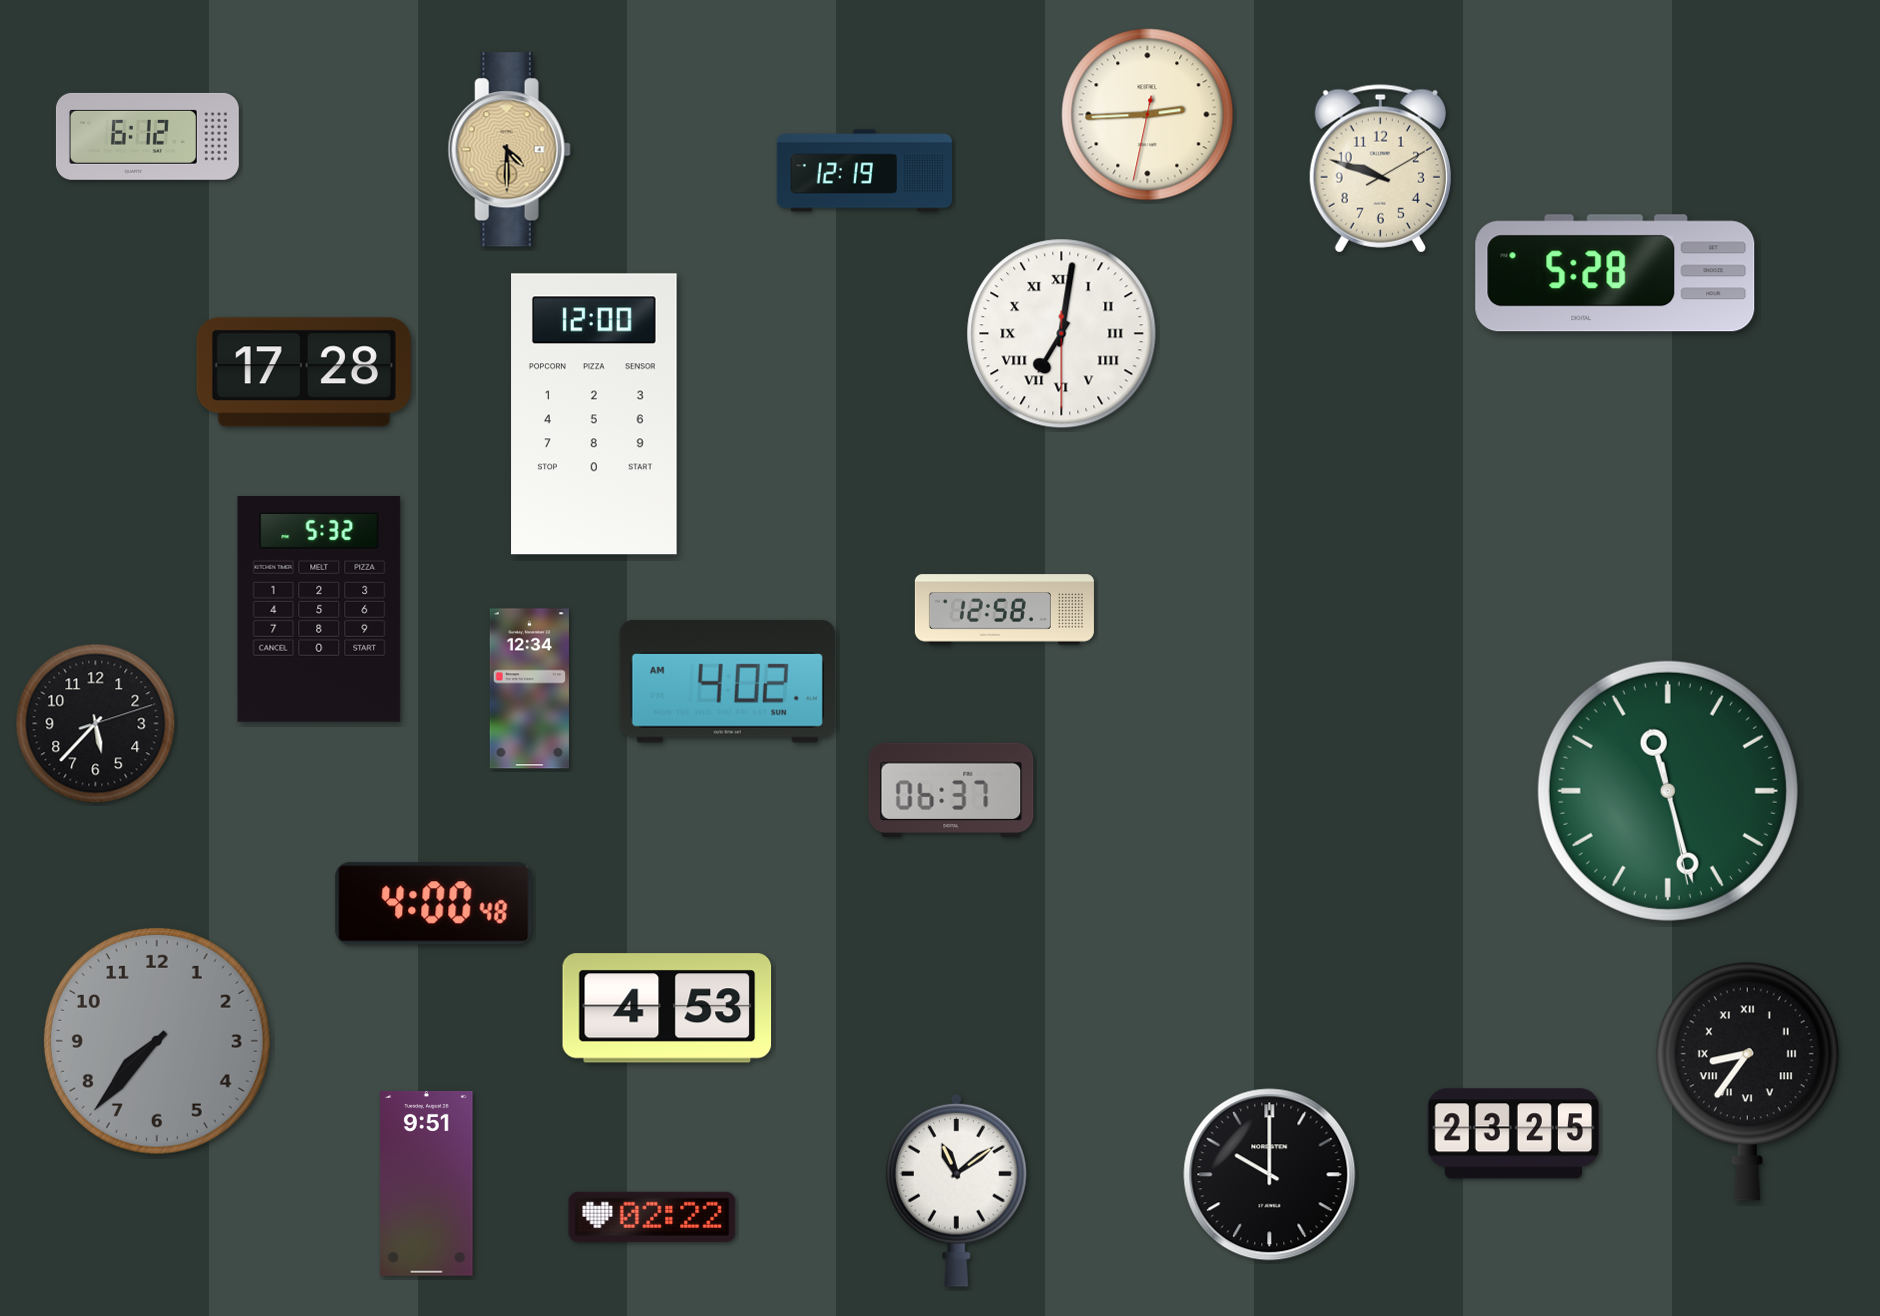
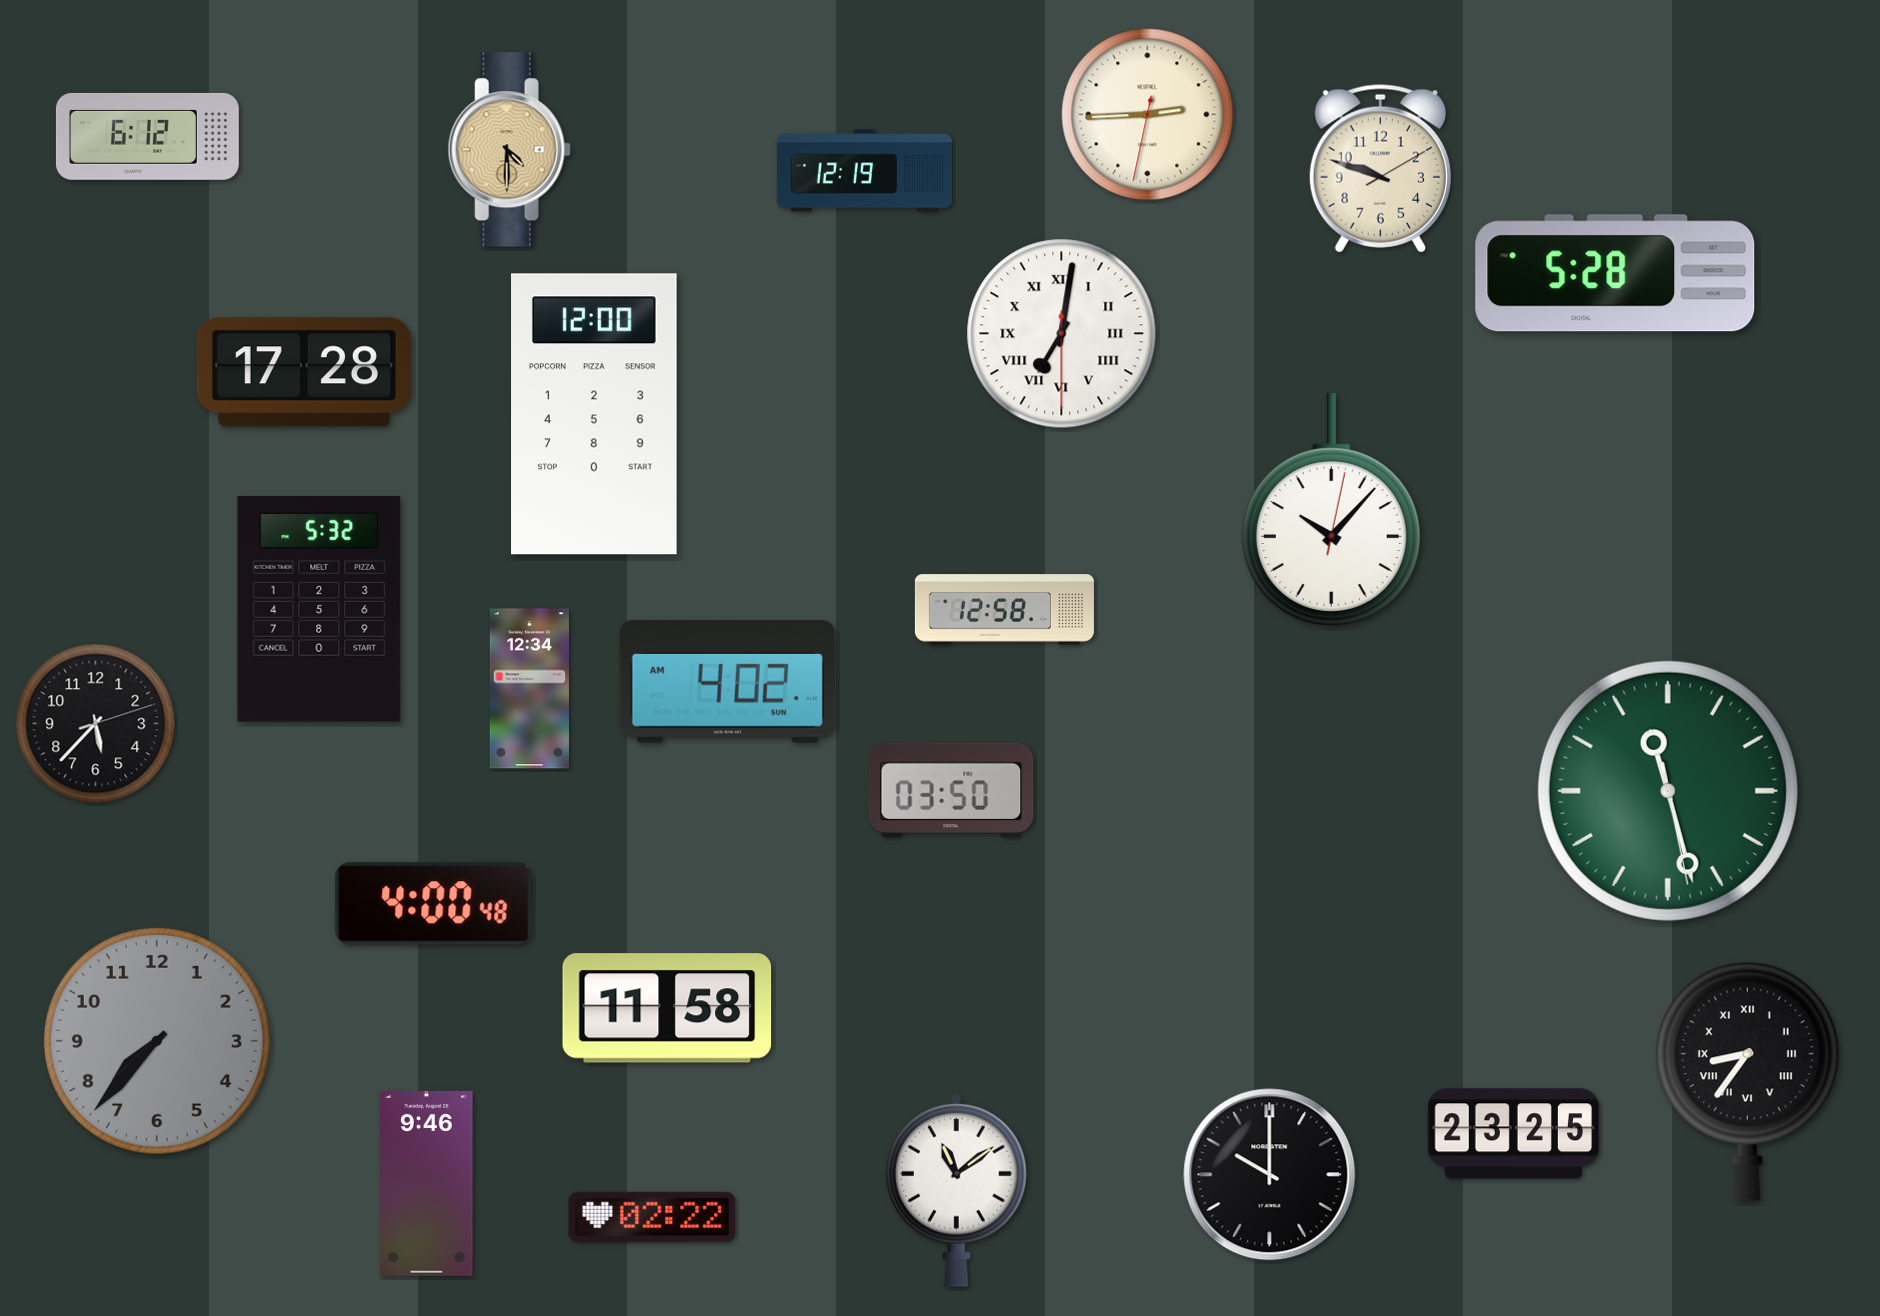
clock at (1331, 510): none -> 10:07
clock at (951, 790): 06:37 -> 03:50
clock at (667, 1008): 4:53 -> 11:58
clock at (427, 1183): 9:51 -> 9:46
